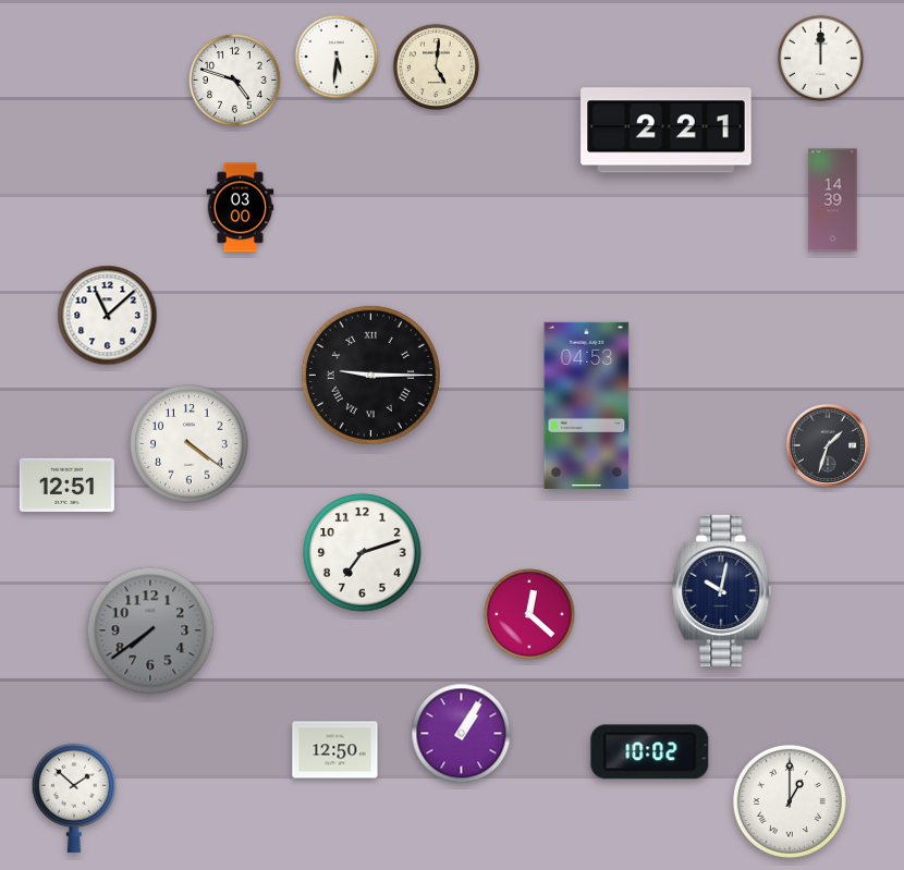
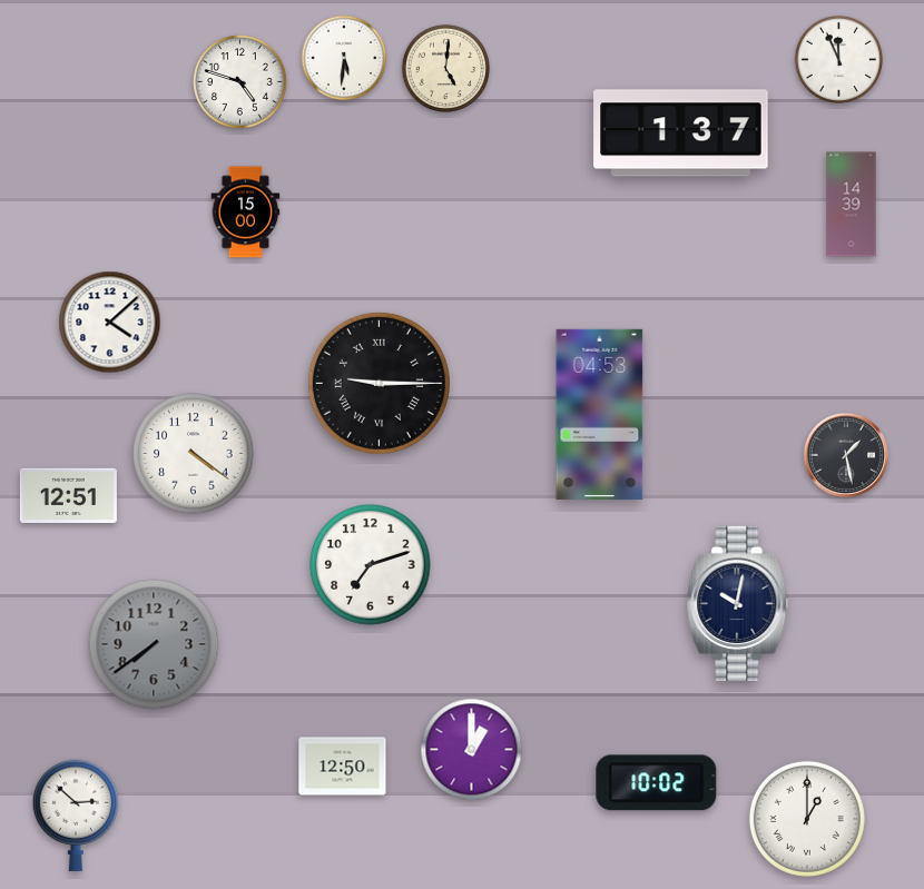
clock at (820, 58): 12:00 -> 11:56
clock at (667, 131): 2:21 -> 1:37
clock at (241, 208): 03:00 -> 15:00
clock at (108, 316): 11:08 -> 4:08
clock at (828, 445): 1:33 -> 1:28
clock at (530, 615): 12:22 -> none
clock at (462, 734): 1:05 -> 1:00
clock at (650, 752) position: (650, 752) -> (657, 783)
clock at (73, 798): 1:52 -> 2:52
